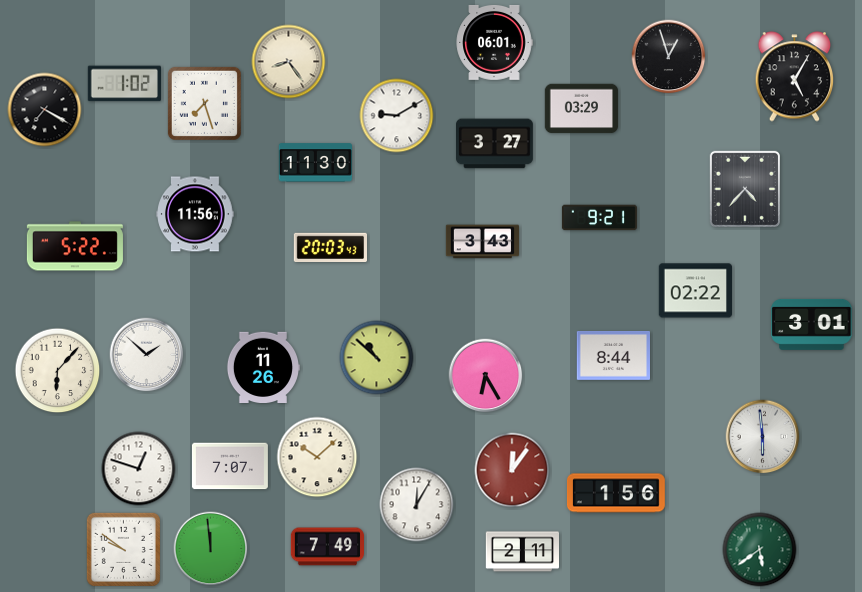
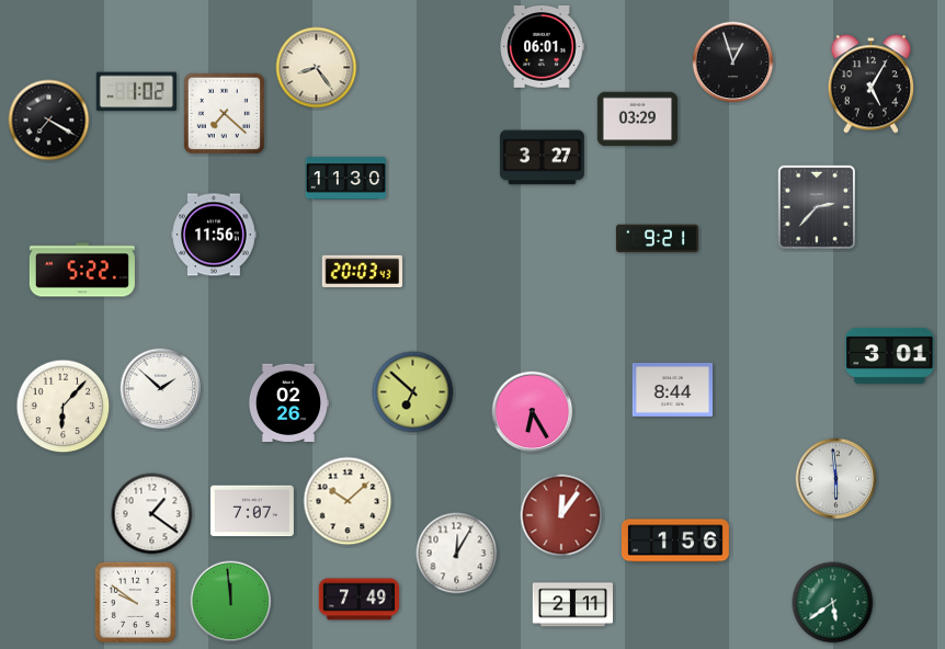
clock at (204, 103): 7:27 -> 7:22
clock at (397, 116): 9:10 -> none
clock at (744, 188): 4:37 -> 2:37
clock at (483, 242): 3:43 -> none
clock at (695, 291): 02:22 -> none
clock at (377, 358): 10:52 -> 6:52
clock at (262, 367): 11:26 -> 02:26
clock at (139, 469): 12:48 -> 1:21
